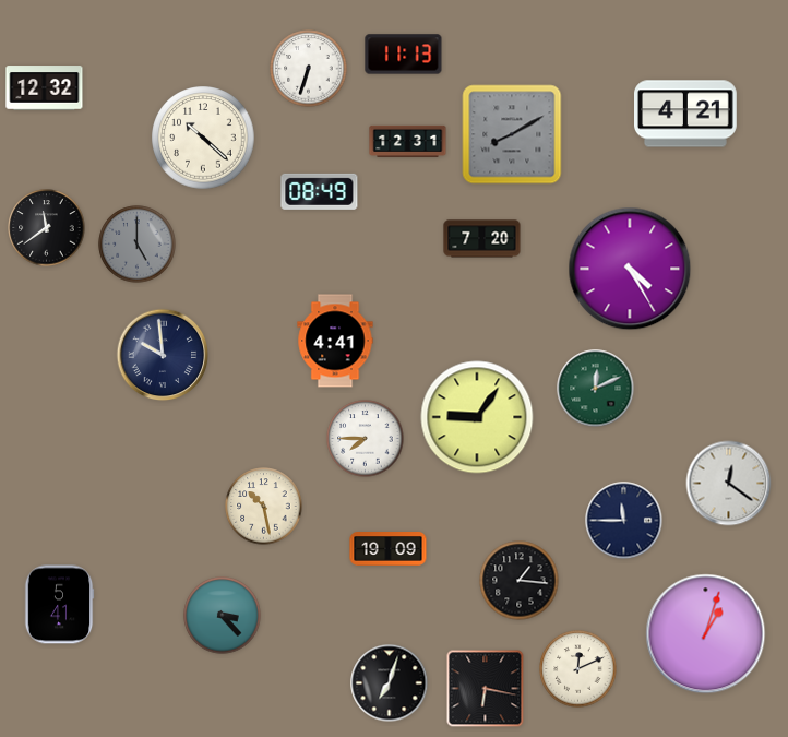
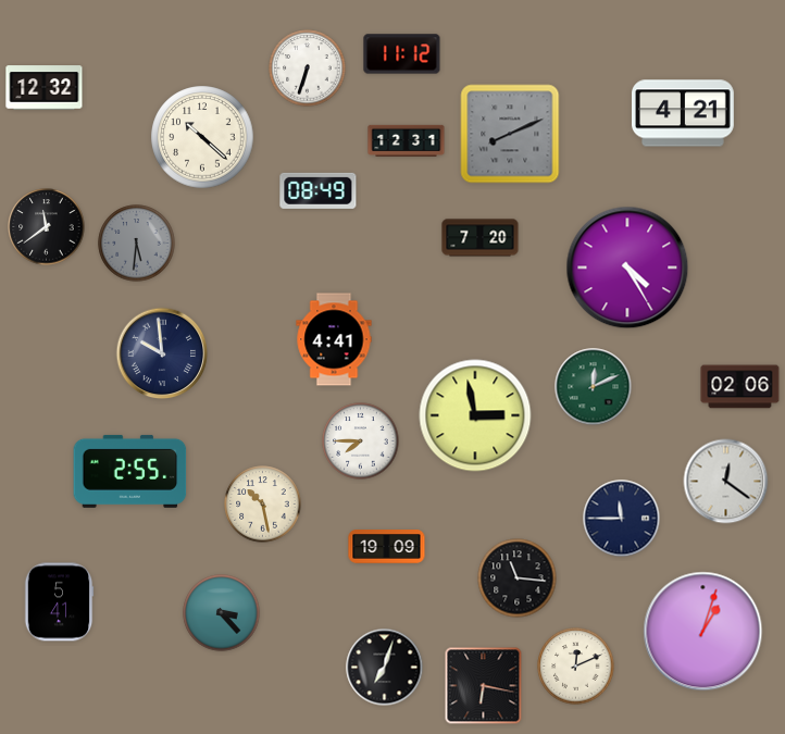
clock at (404, 55): 11:13 -> 11:12
clock at (512, 134): 8:10 -> 8:11
clock at (138, 245): 5:00 -> 5:31
clock at (740, 387): none -> 02:06
clock at (477, 417): 9:06 -> 2:58
clock at (366, 439) position: (366, 439) -> (361, 441)
clock at (130, 471): none -> 2:55
clock at (520, 581): 1:16 -> 11:16
clock at (390, 683) position: (390, 683) -> (385, 668)
